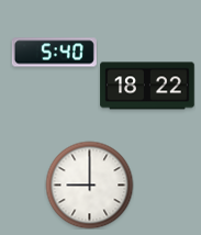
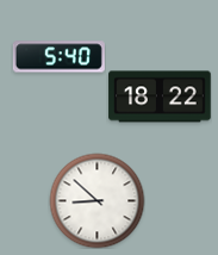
clock at (147, 86) position: (147, 86) -> (160, 97)
clock at (89, 184): 9:00 -> 8:52
